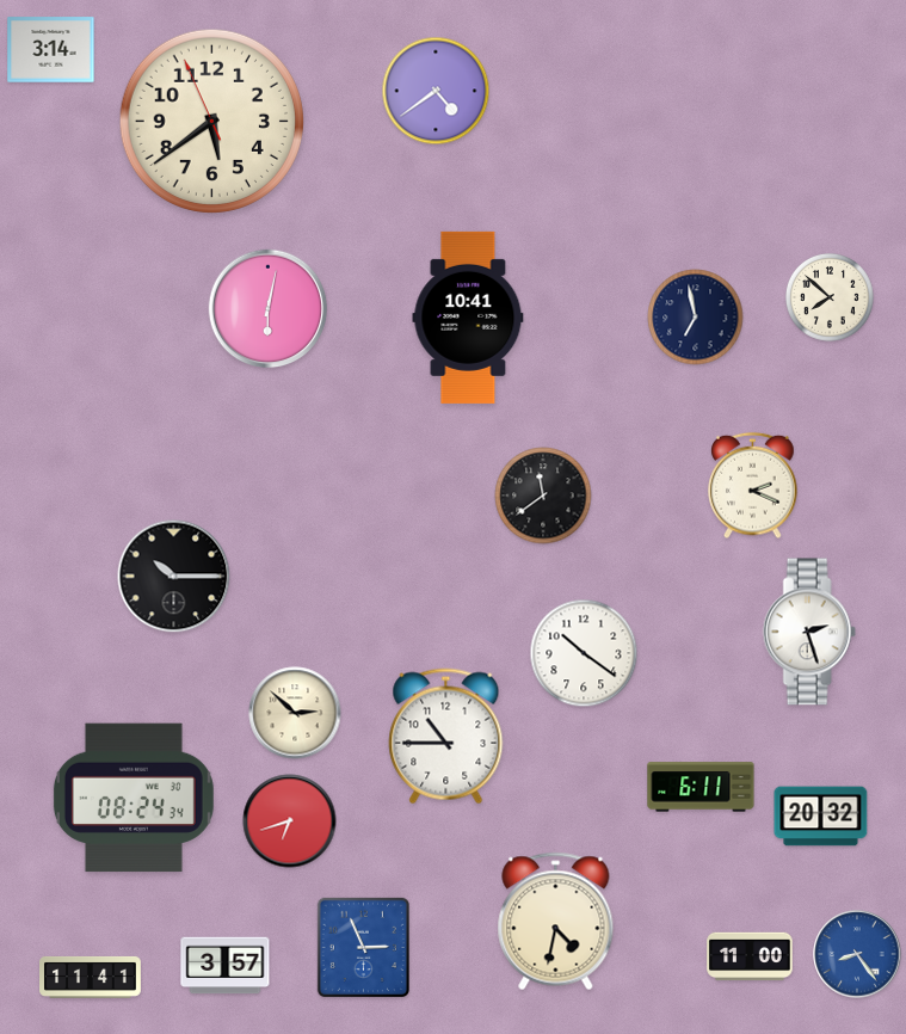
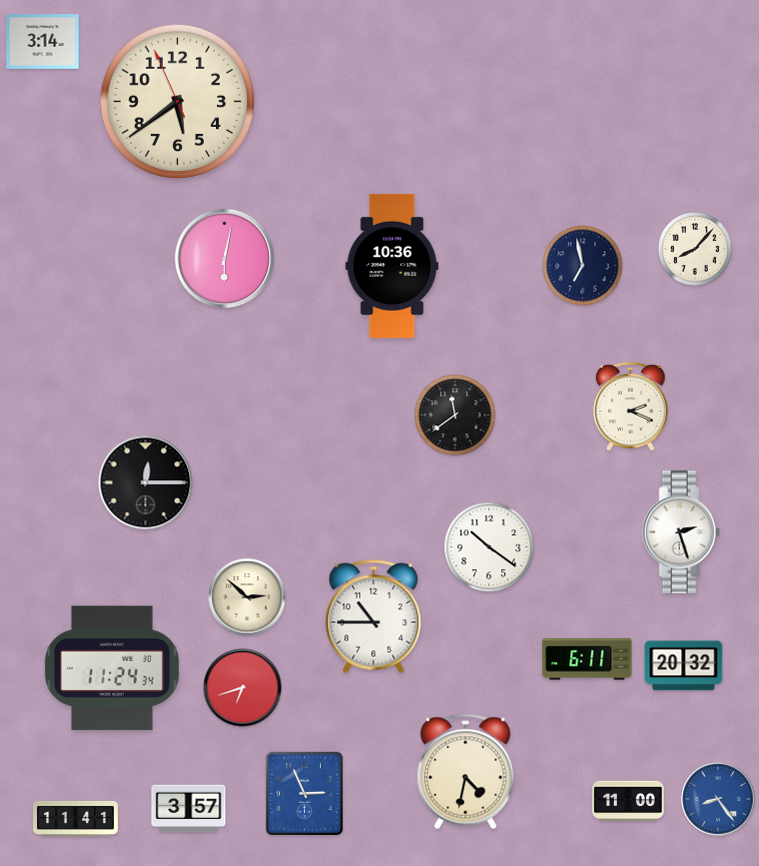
clock at (436, 91): 4:39 -> none
clock at (830, 297): 7:52 -> 8:07
clock at (468, 318): 10:41 -> 10:36
clock at (174, 577): 10:15 -> 12:15
clock at (809, 632) position: (809, 632) -> (681, 532)
clock at (134, 798): 08:24 -> 11:24
clock at (821, 817) position: (821, 817) -> (684, 666)
